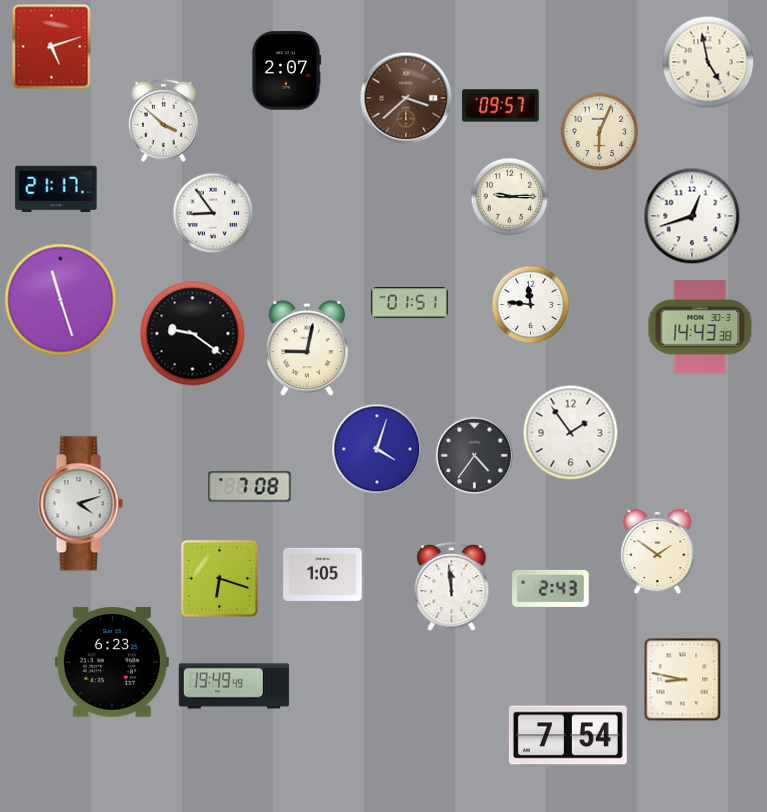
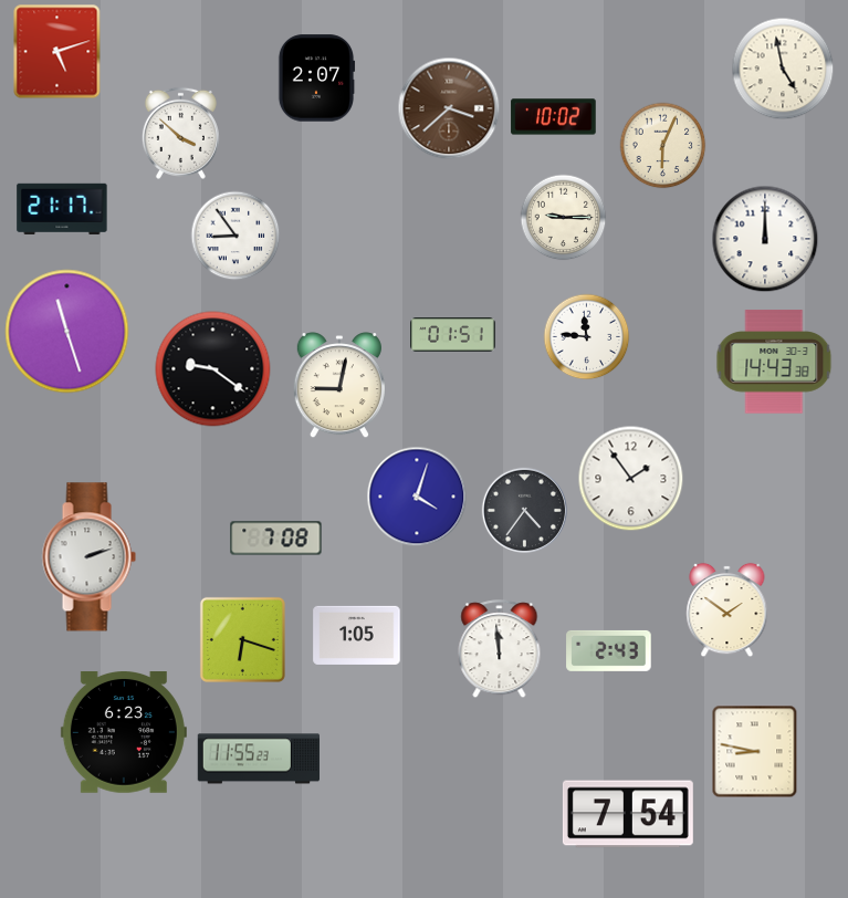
clock at (501, 106): 09:57 -> 10:02
clock at (692, 216): 12:42 -> 12:00
clock at (474, 455) position: (474, 455) -> (524, 510)
clock at (80, 504): 4:12 -> 2:12
clock at (233, 686): 19:49 -> 11:55
